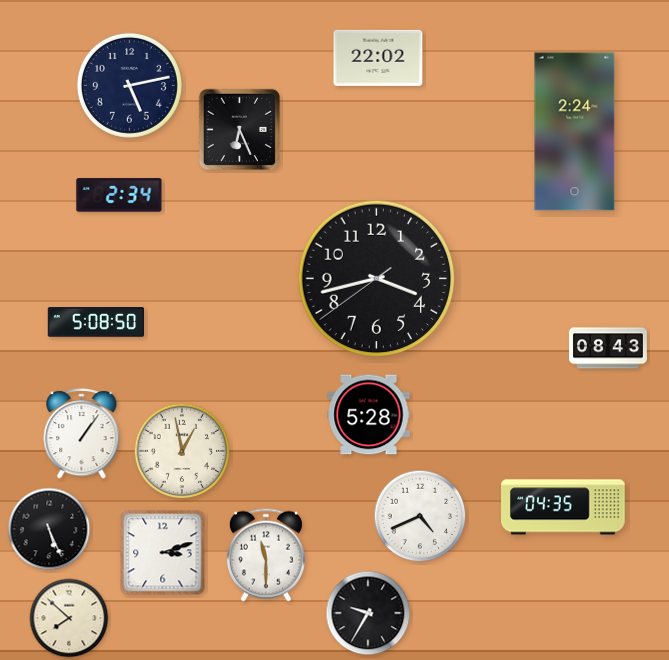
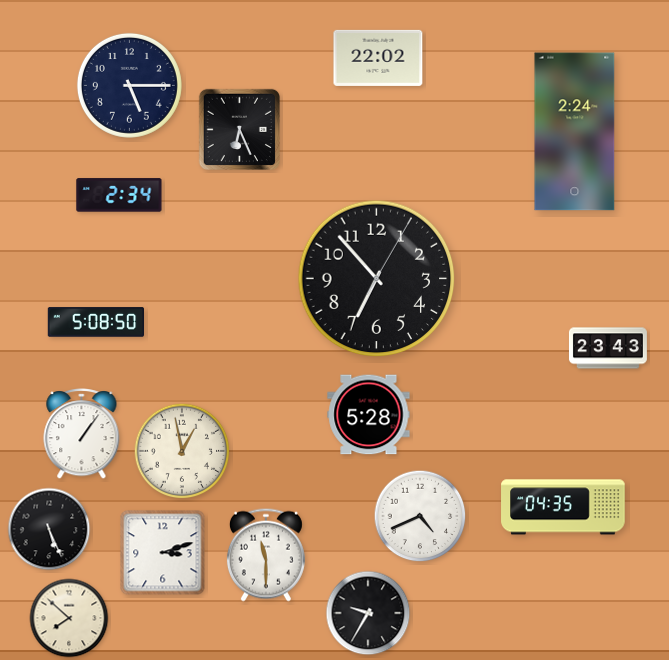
clock at (129, 85): 5:13 -> 5:15
clock at (377, 279): 3:42 -> 6:53
clock at (608, 348): 08:43 -> 23:43
